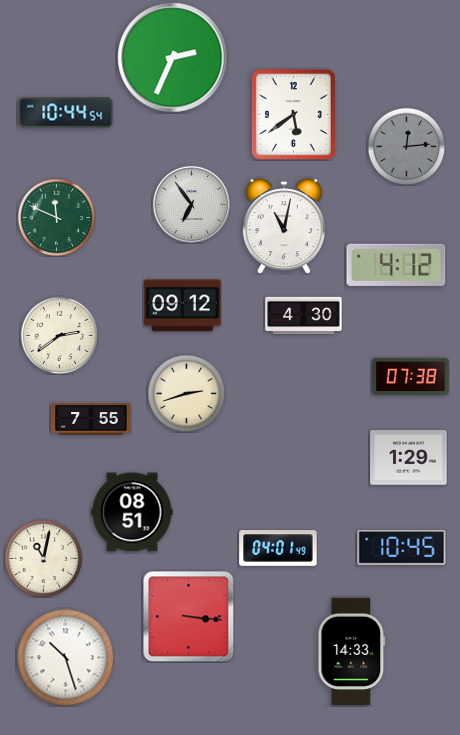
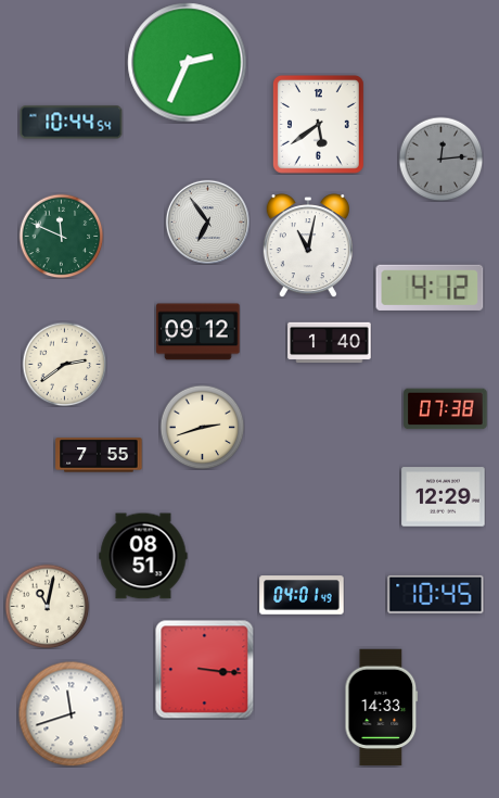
clock at (304, 316): 4:30 -> 1:40
clock at (409, 458): 1:29 -> 12:29
clock at (65, 657): 10:27 -> 11:42
